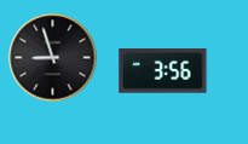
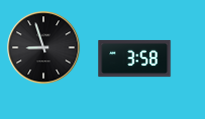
clock at (163, 71): 3:56 -> 3:58
